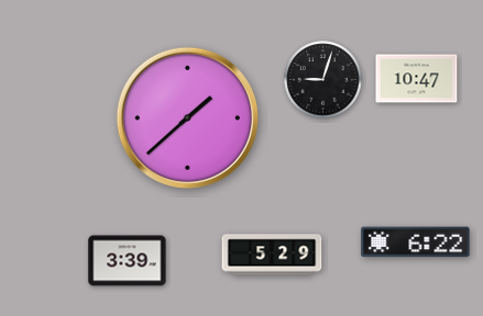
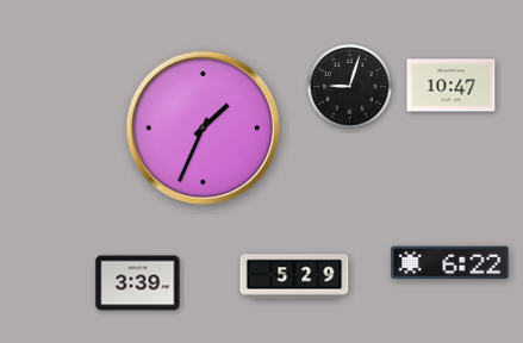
clock at (187, 117): 1:38 -> 1:34
